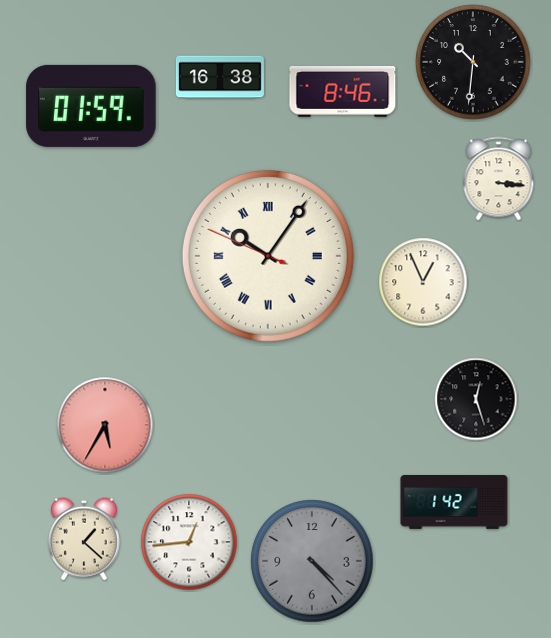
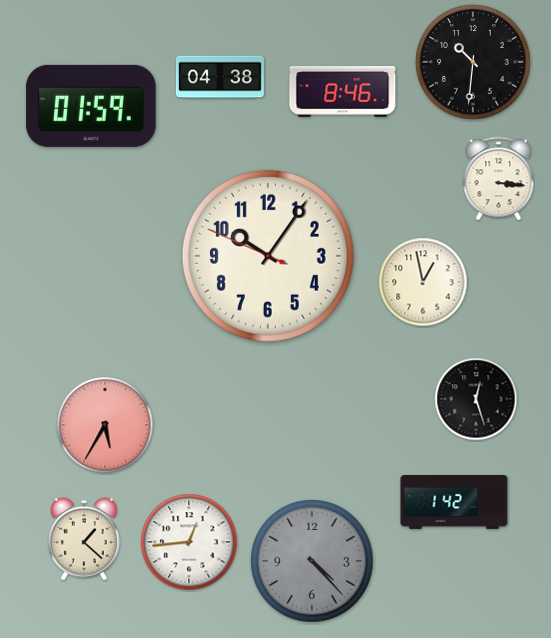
clock at (220, 77): 16:38 -> 04:38
clock at (268, 256) numerals: Roman -> Arabic
clock at (423, 282): 12:56 -> 12:58
